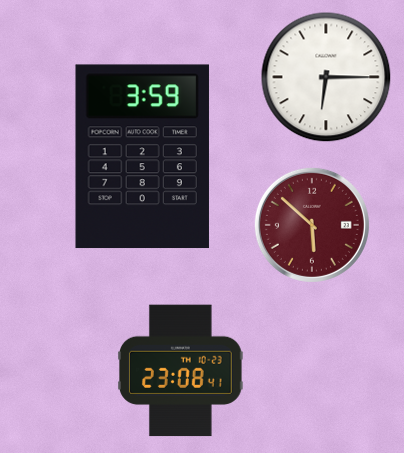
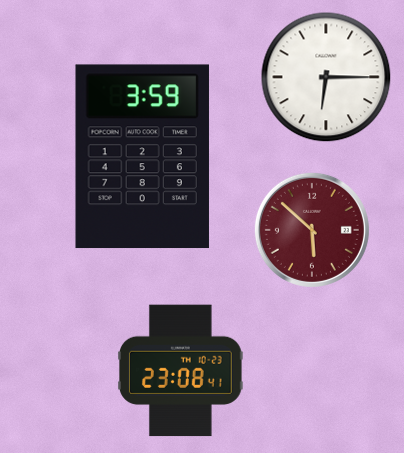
clock at (312, 225) position: (312, 225) -> (312, 230)
